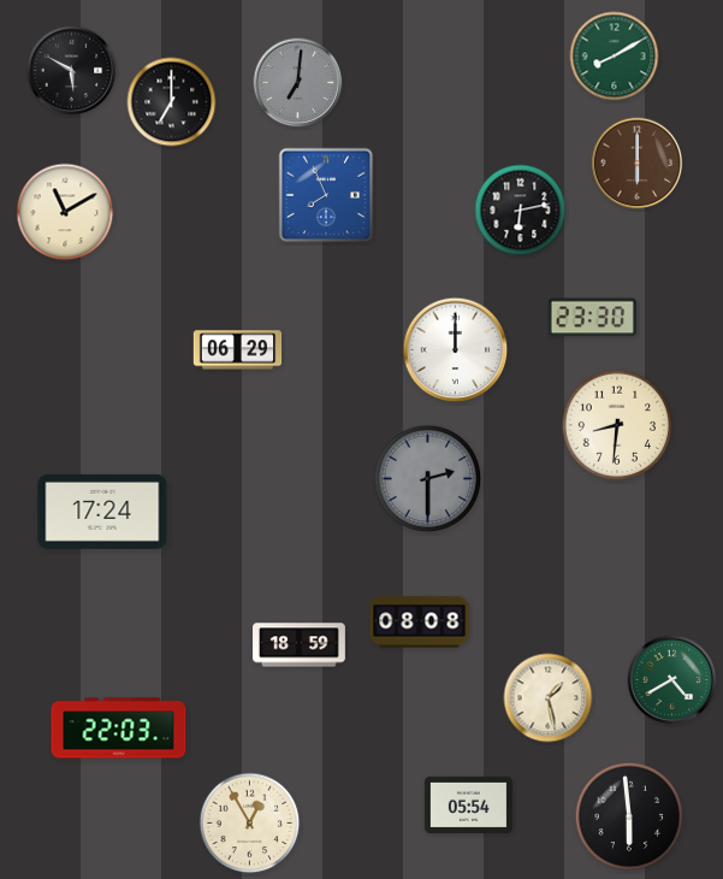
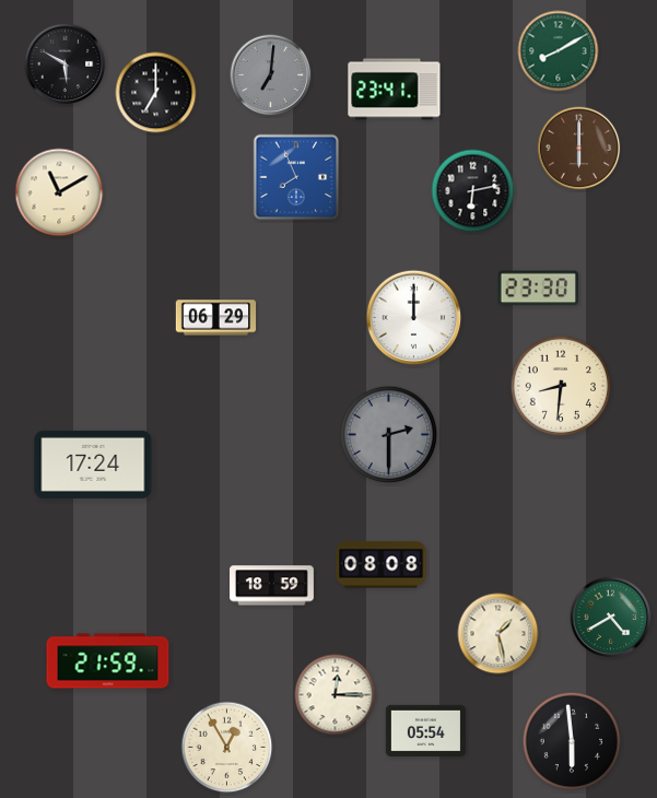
clock at (395, 90): none -> 23:41
clock at (119, 728): 22:03 -> 21:59
clock at (336, 695): none -> 12:15
